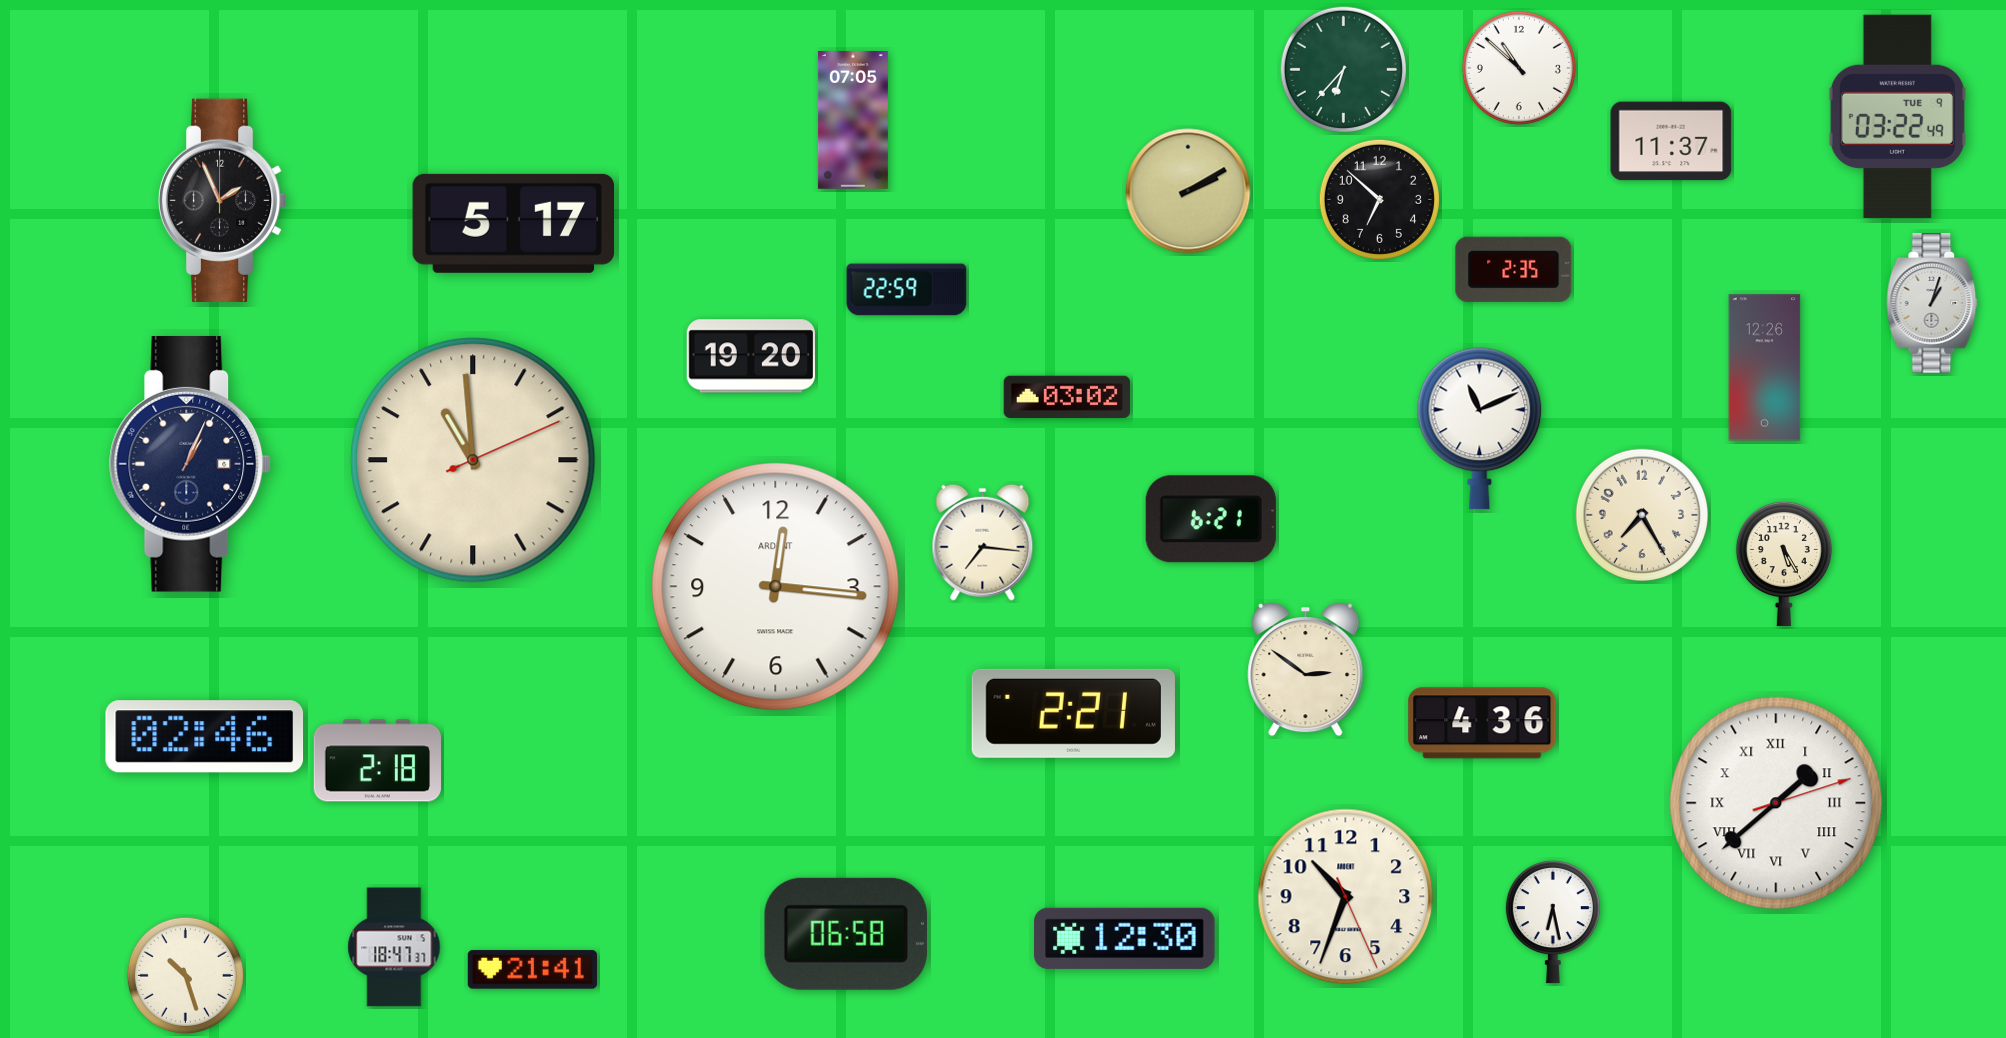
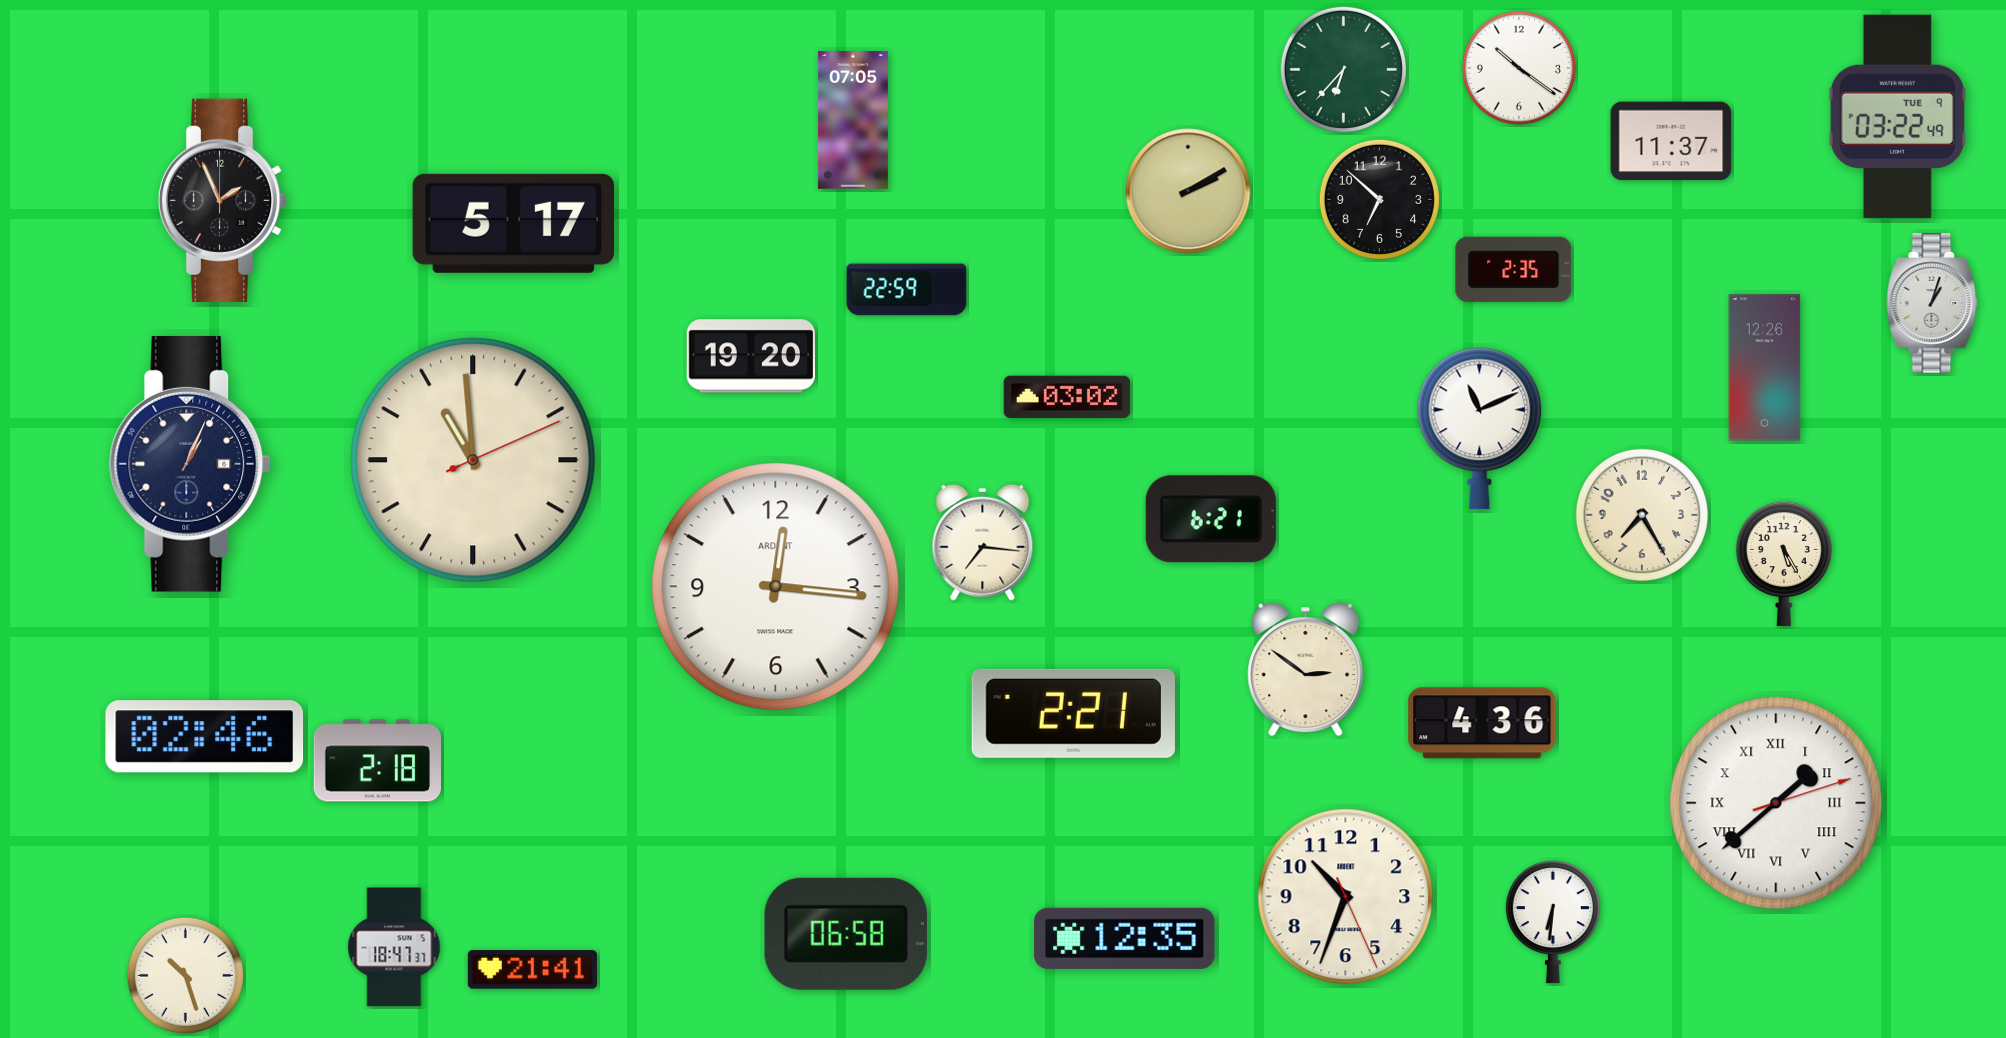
clock at (1519, 68): 10:52 -> 10:21
clock at (1553, 922): 6:28 -> 6:31
clock at (1125, 938): 12:30 -> 12:35
